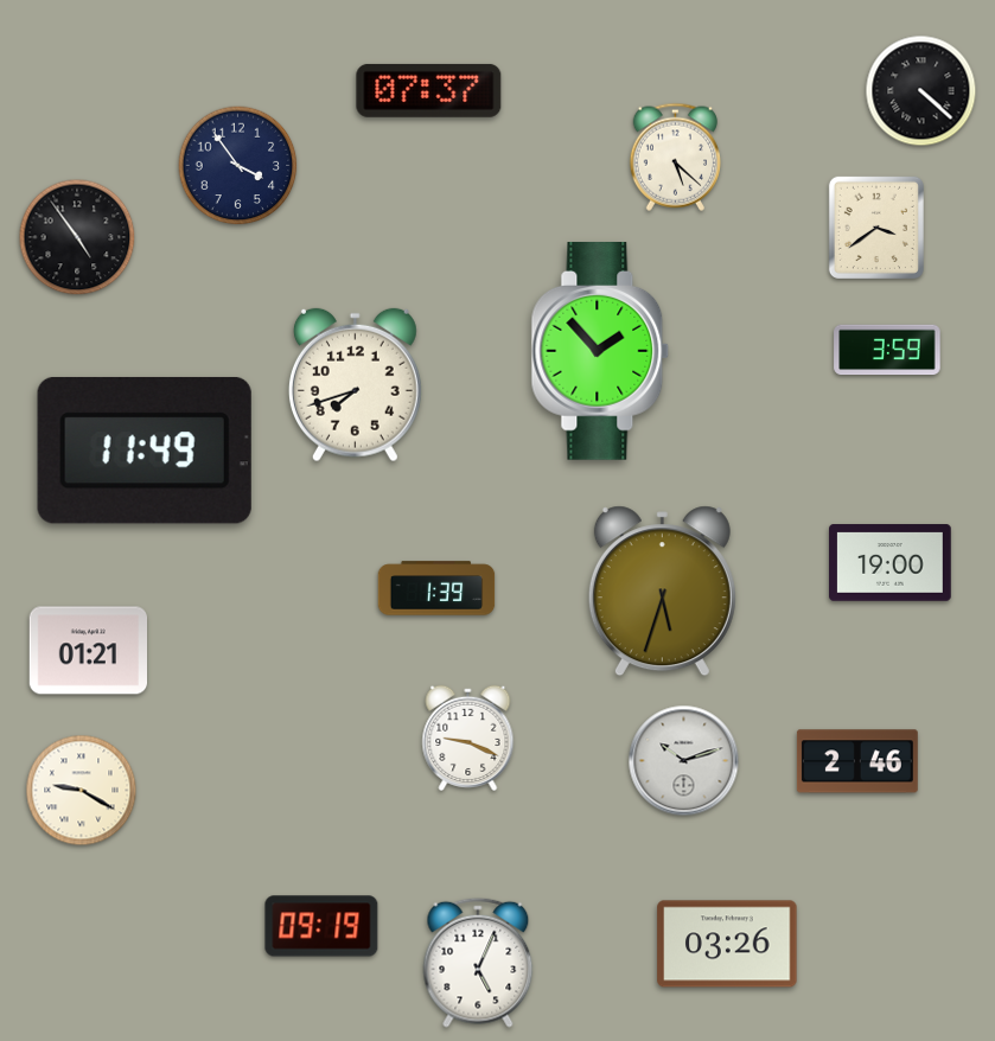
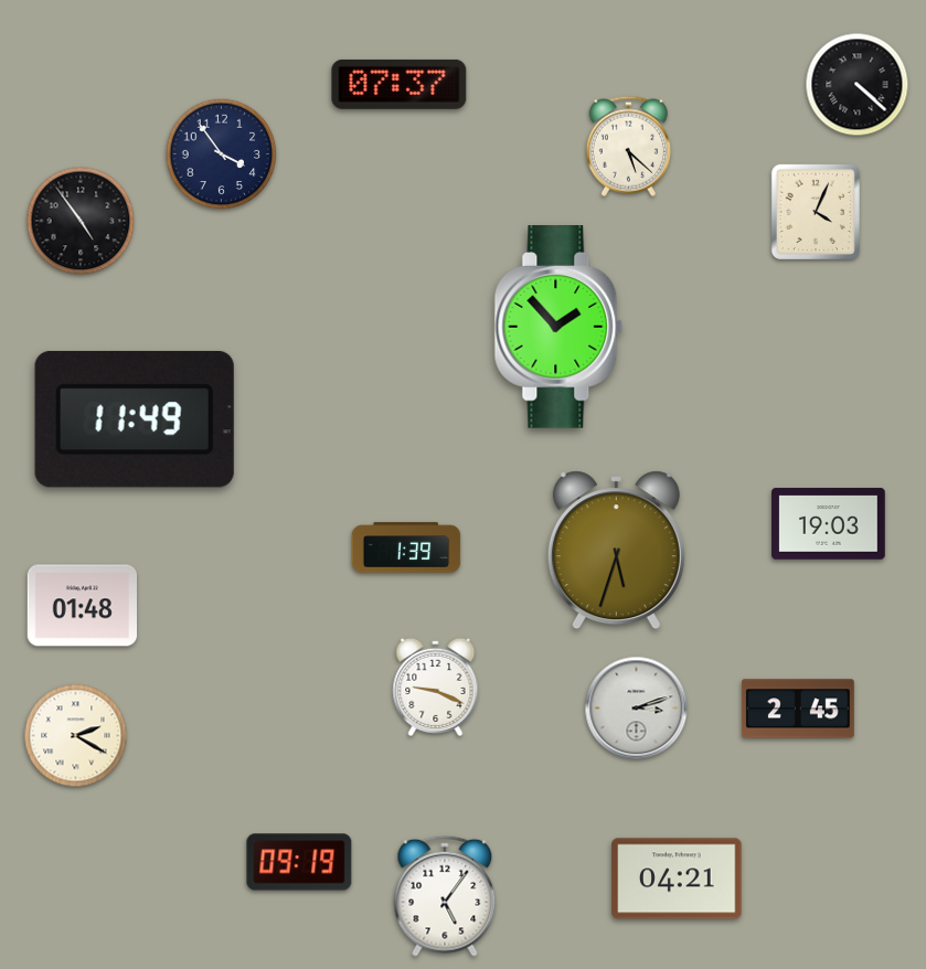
clock at (876, 228): 3:39 -> 4:04
clock at (77, 237) position: (77, 237) -> (81, 221)
clock at (887, 350): 3:59 -> none
clock at (355, 385): 7:42 -> none
clock at (891, 563): 19:00 -> 19:03
clock at (88, 651): 01:21 -> 01:48
clock at (684, 761): 10:12 -> 3:12
clock at (857, 761): 2:46 -> 2:45
clock at (82, 791): 9:20 -> 2:20
clock at (727, 944): 03:26 -> 04:21
clock at (478, 963): 5:04 -> 5:06
